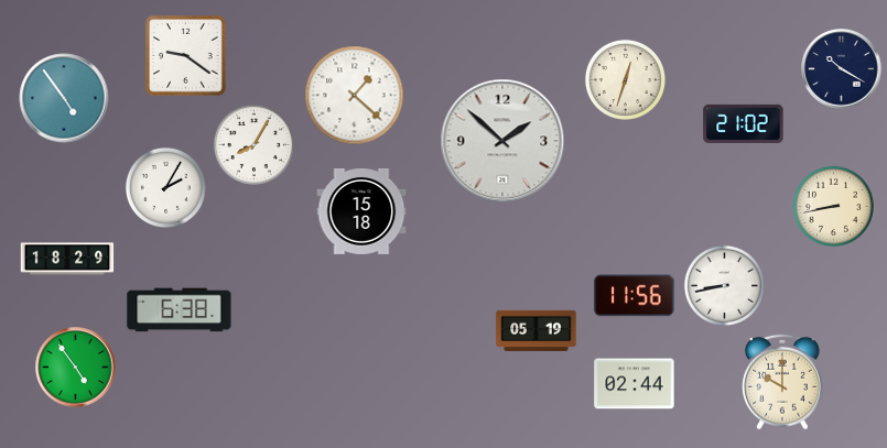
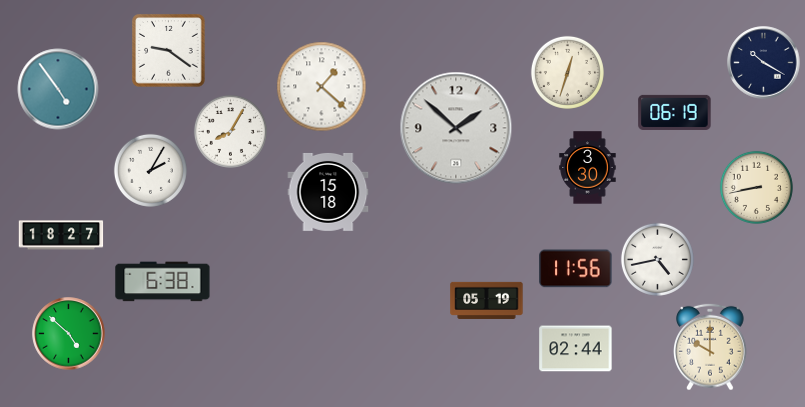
clock at (744, 123): 21:02 -> 06:19
clock at (588, 168): none -> 3:30
clock at (67, 259): 18:29 -> 18:27
clock at (724, 285): 8:43 -> 4:43
clock at (76, 368): 4:54 -> 4:52
